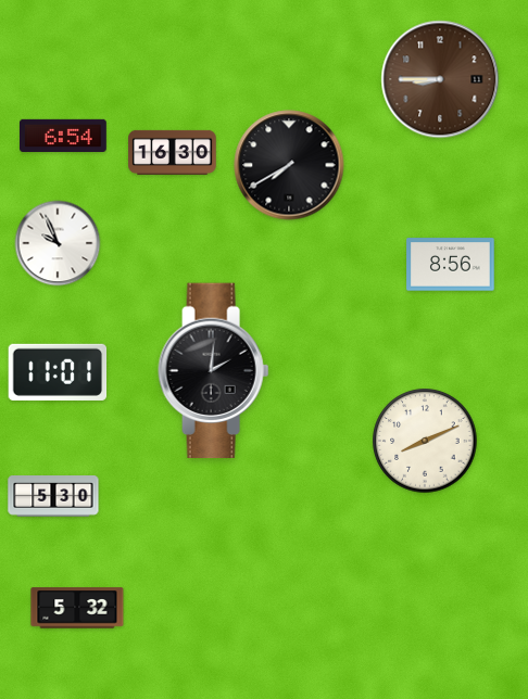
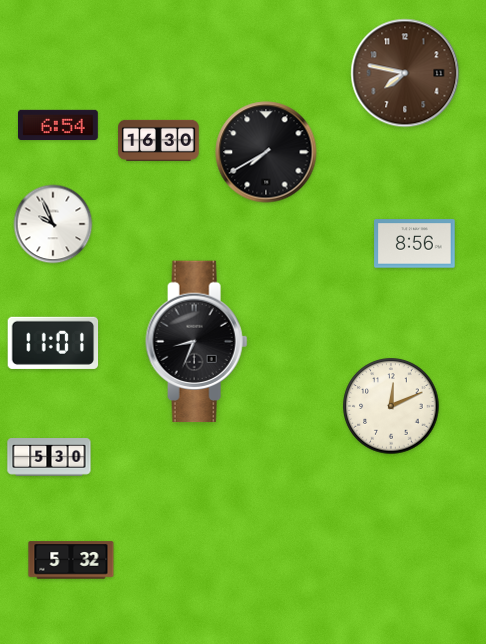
clock at (440, 79): 8:45 -> 7:47
clock at (214, 371): 2:01 -> 8:34
clock at (425, 441): 8:11 -> 12:11
